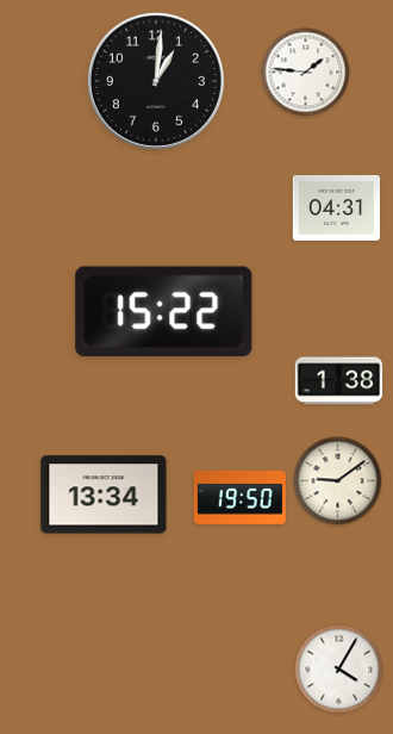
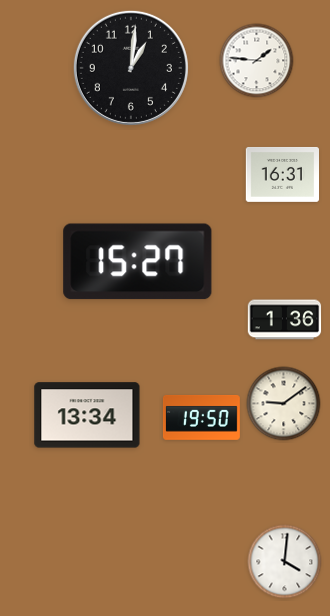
clock at (336, 209): 04:31 -> 16:31
clock at (164, 312): 15:22 -> 15:27
clock at (339, 381): 1:38 -> 1:36
clock at (339, 670): 4:05 -> 4:01
